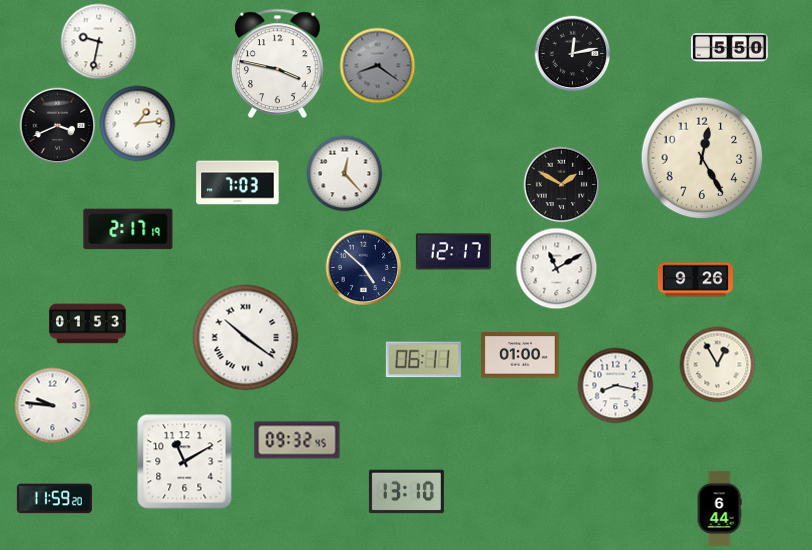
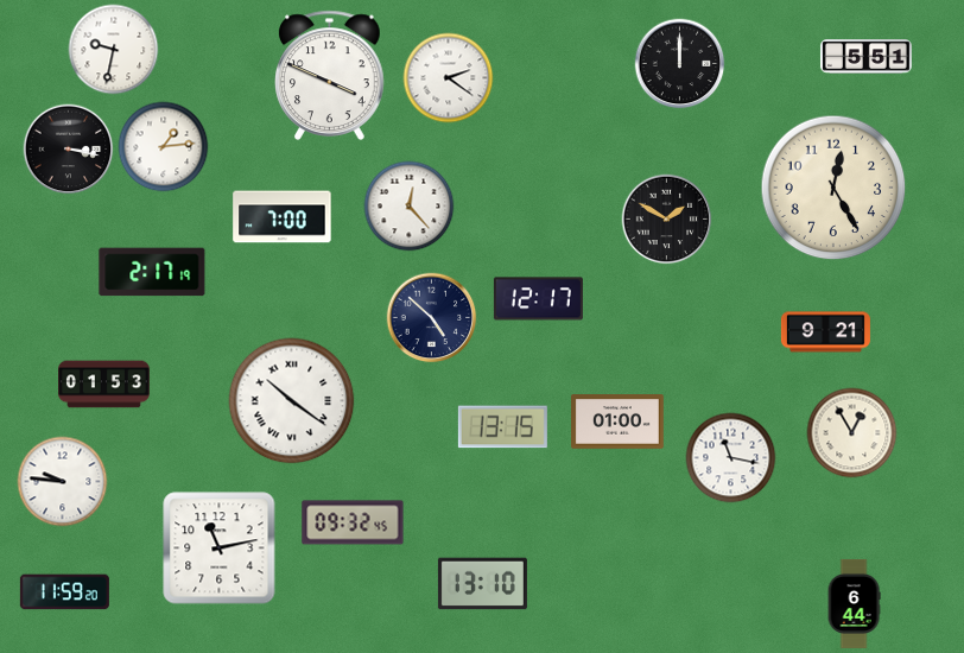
clock at (99, 42) position: (99, 42) -> (114, 50)
clock at (729, 48): 5:50 -> 5:51
clock at (573, 54): 12:13 -> 12:00
clock at (278, 63): 3:47 -> 3:49
clock at (378, 66): 8:21 -> 2:21
clock at (378, 66) dial: grey -> white
clock at (58, 126): 3:41 -> 3:17
clock at (238, 183): 7:03 -> 7:00
clock at (557, 269): 11:10 -> none
clock at (695, 280): 9:26 -> 9:21
clock at (423, 360): 06:11 -> 13:15
clock at (616, 386): 8:17 -> 11:17
clock at (185, 462): 11:10 -> 11:13
